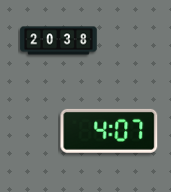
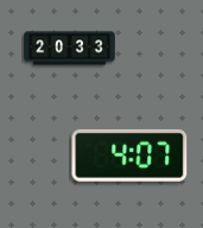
clock at (59, 41): 20:38 -> 20:33
